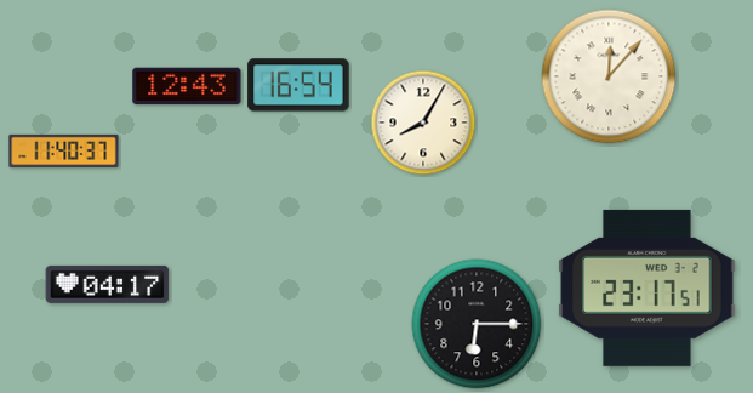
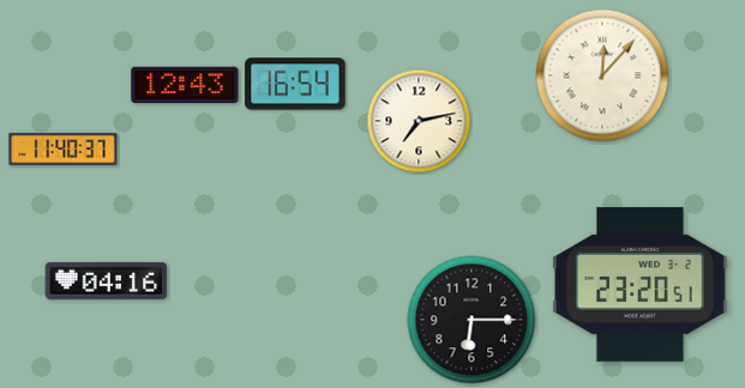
clock at (423, 123): 8:05 -> 7:13
clock at (108, 284): 04:17 -> 04:16
clock at (648, 287): 23:17 -> 23:20
